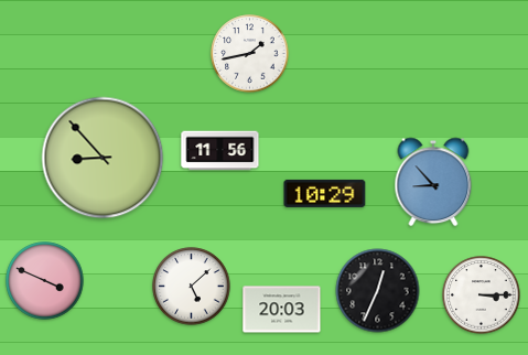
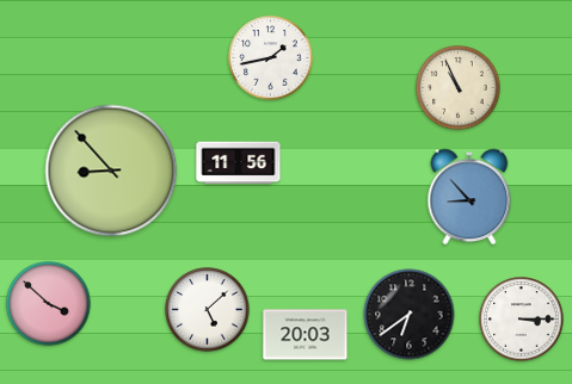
clock at (459, 88): none -> 10:56
clock at (325, 193): 10:29 -> none
clock at (45, 281): 3:49 -> 3:52
clock at (378, 291): 12:34 -> 6:39
